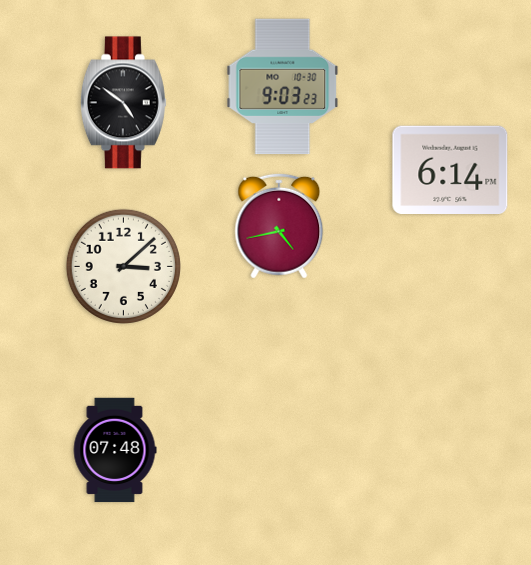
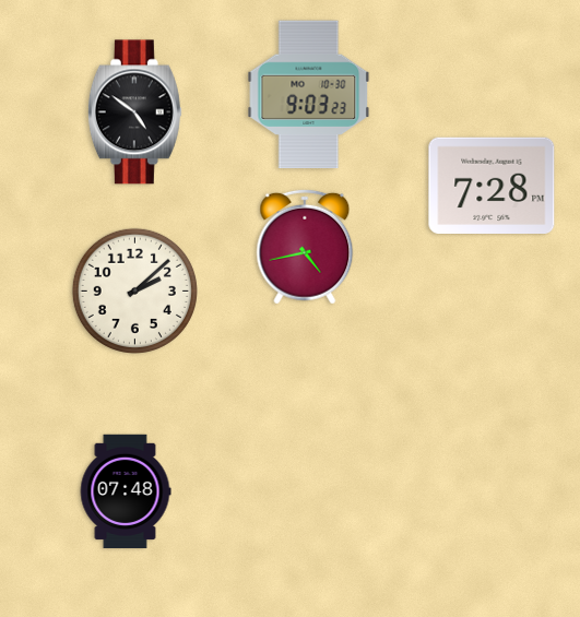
clock at (450, 169): 6:14 -> 7:28
clock at (123, 266): 3:08 -> 2:08
